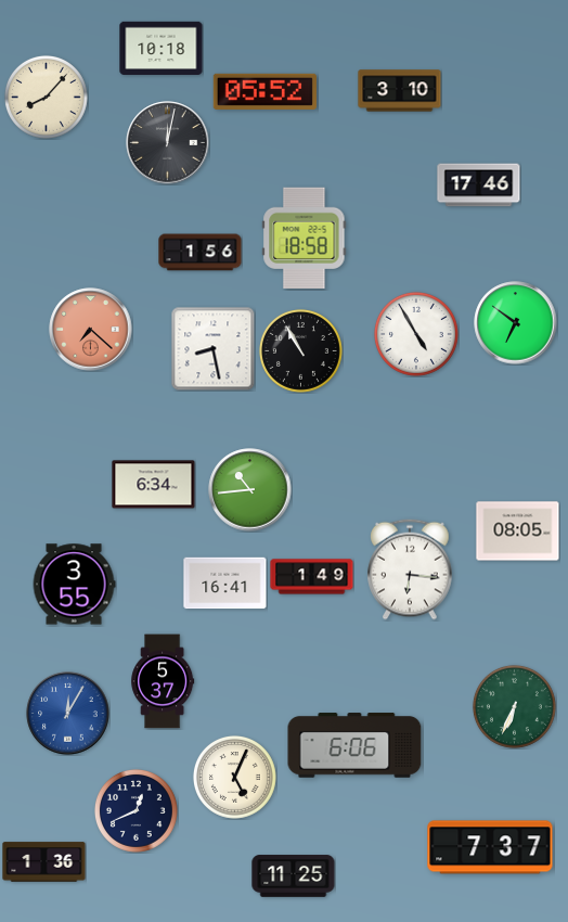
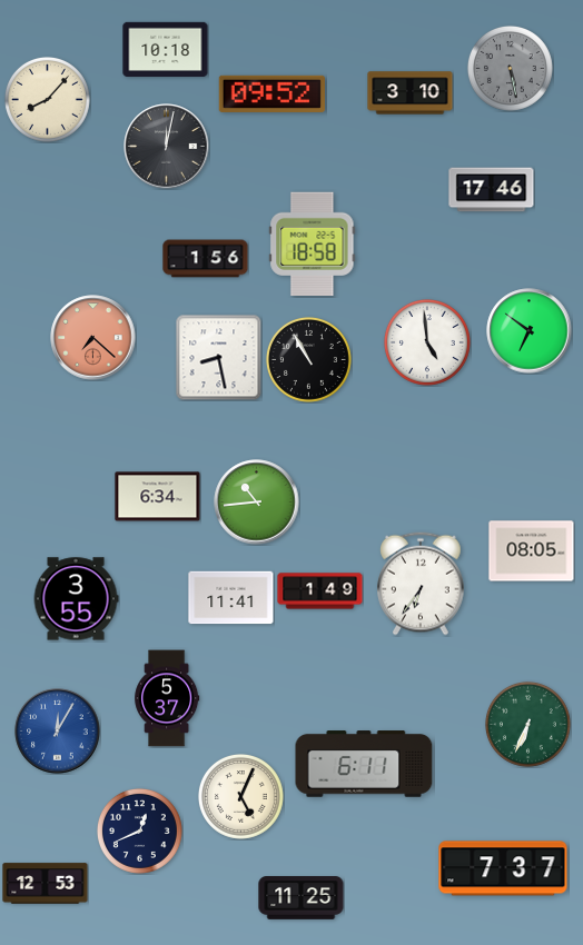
clock at (510, 68): none -> 5:28
clock at (264, 91): 05:52 -> 09:52
clock at (168, 143) position: (168, 143) -> (167, 147)
clock at (416, 334): 4:55 -> 4:59
clock at (518, 532) position: (518, 532) -> (532, 551)
clock at (410, 569): 6:16 -> 6:36
clock at (225, 584): 16:41 -> 11:41
clock at (68, 714) position: (68, 714) -> (58, 732)
clock at (354, 745): 6:06 -> 6:11
clock at (44, 862): 1:36 -> 12:53
